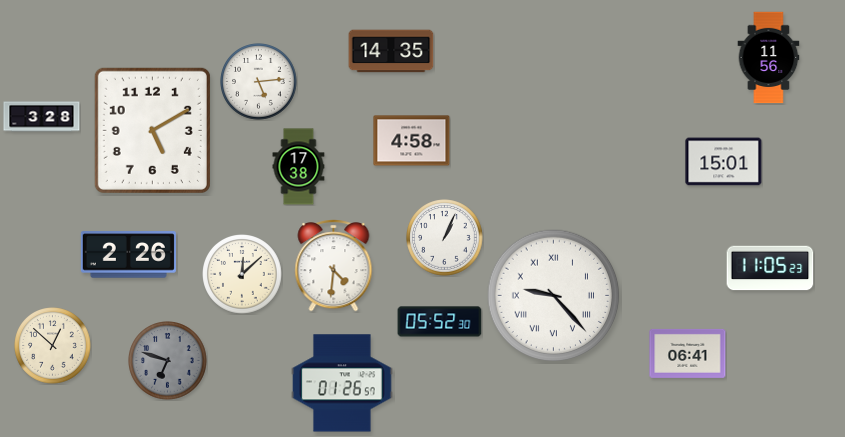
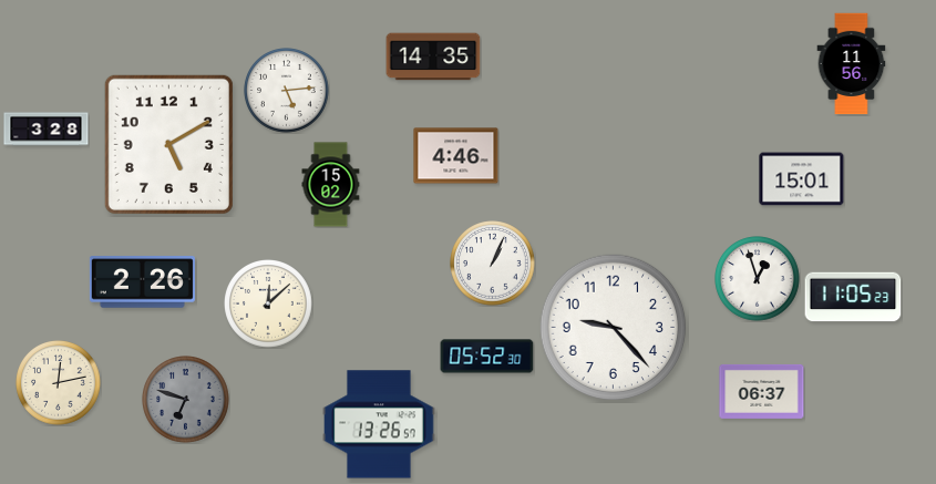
clock at (412, 141): 4:58 -> 4:46
clock at (299, 167): 17:38 -> 15:02
clock at (758, 279): none -> 12:57
clock at (334, 266): 4:31 -> none
clock at (554, 296) numerals: Roman -> Arabic
clock at (53, 346): 12:52 -> 12:13
clock at (688, 353): 06:41 -> 06:37
clock at (342, 383): 01:26 -> 13:26
